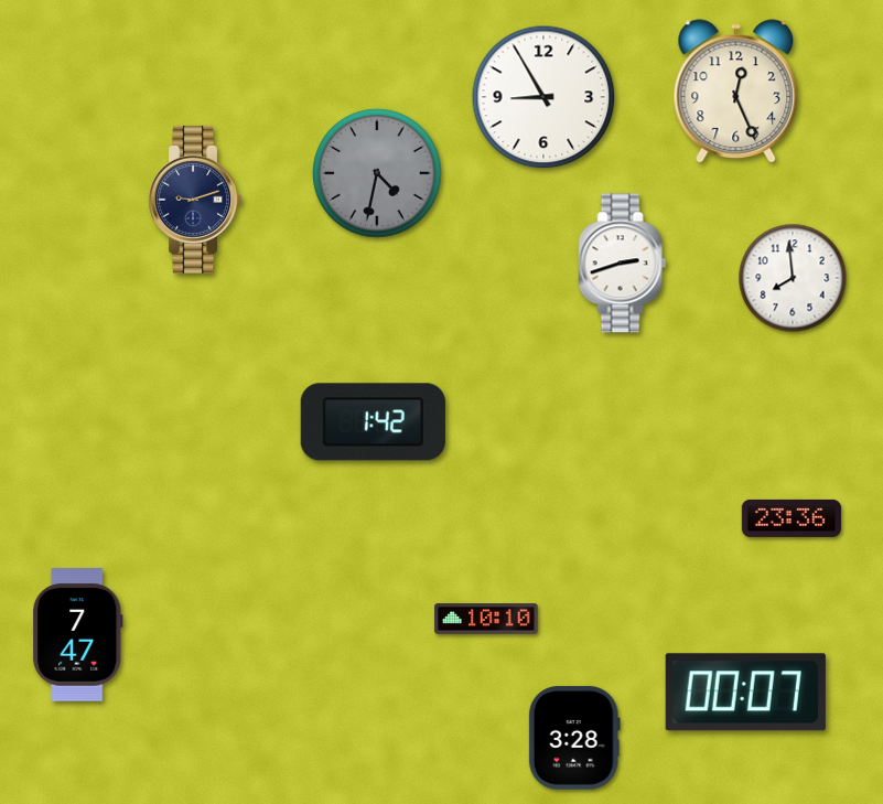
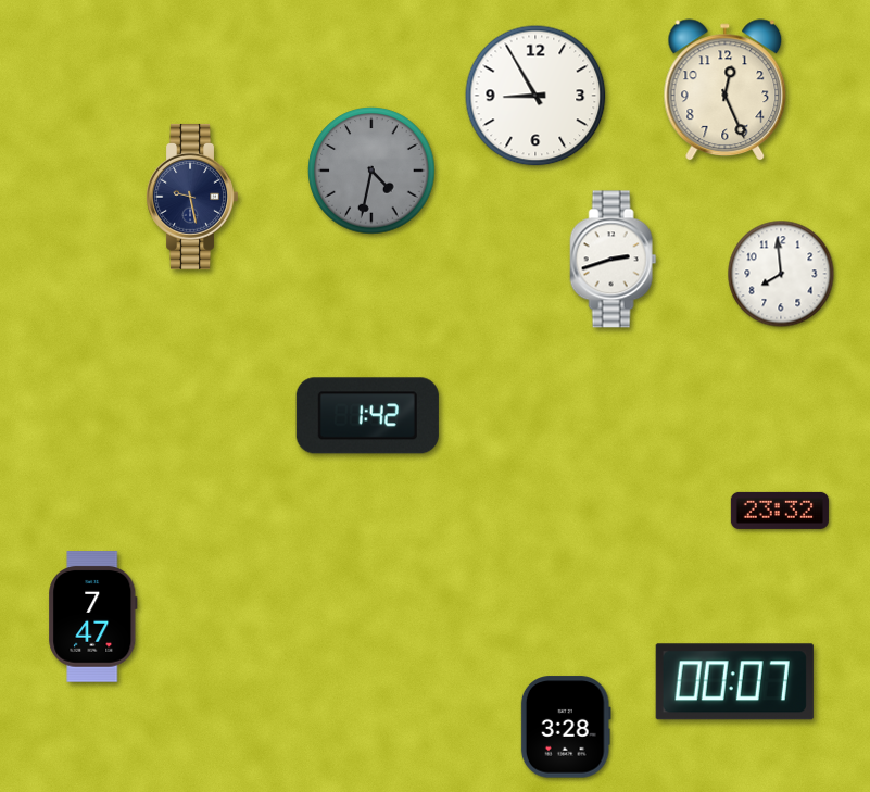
clock at (195, 200): 9:12 -> 9:28
clock at (792, 518): 23:36 -> 23:32
clock at (486, 619): 10:10 -> none
clock at (78, 635) position: (78, 635) -> (93, 617)
